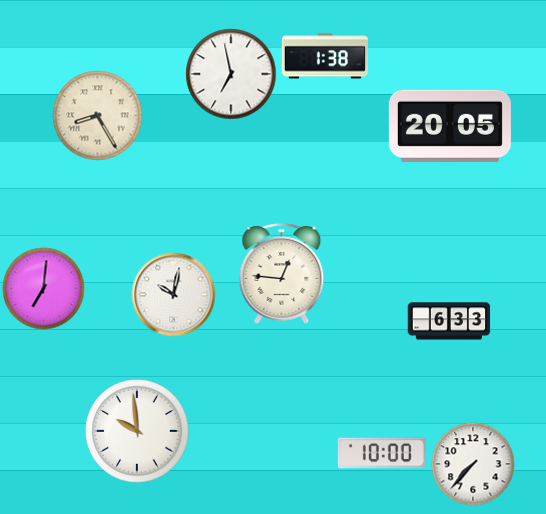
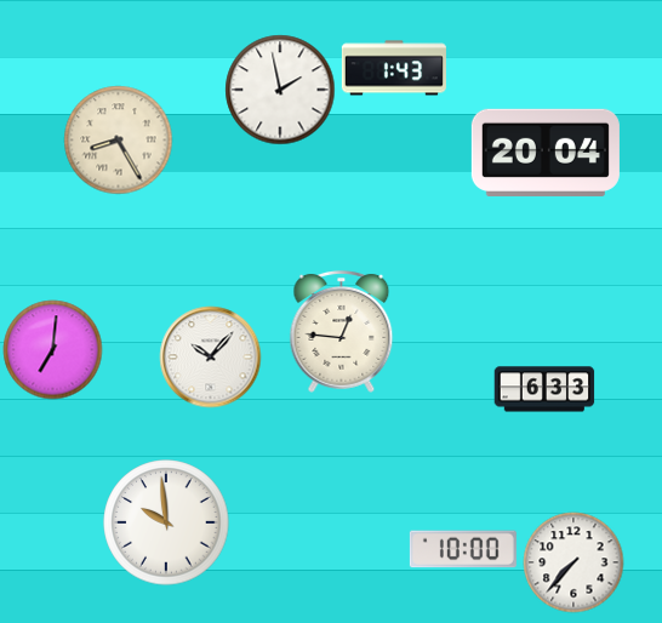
clock at (325, 56): 1:38 -> 1:43
clock at (231, 74): 6:58 -> 1:58
clock at (450, 126): 20:05 -> 20:04
clock at (174, 295): 10:02 -> 10:07
